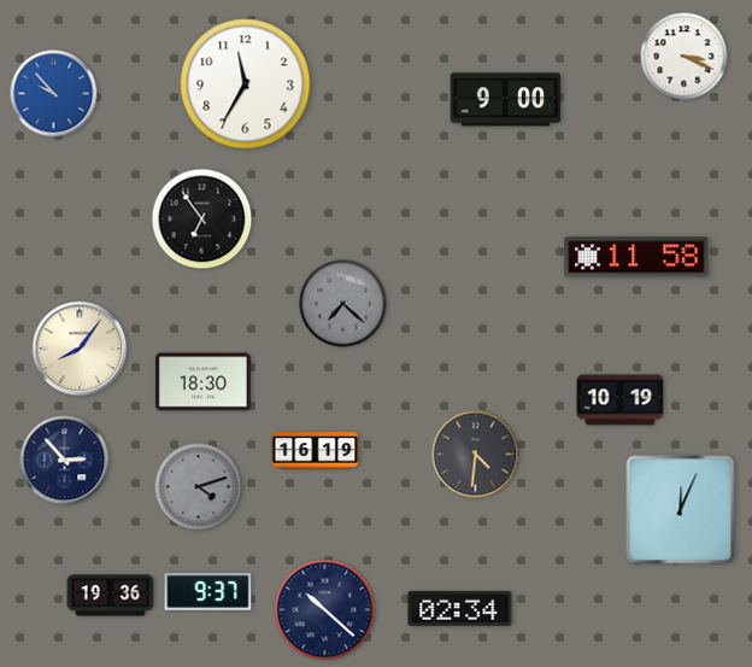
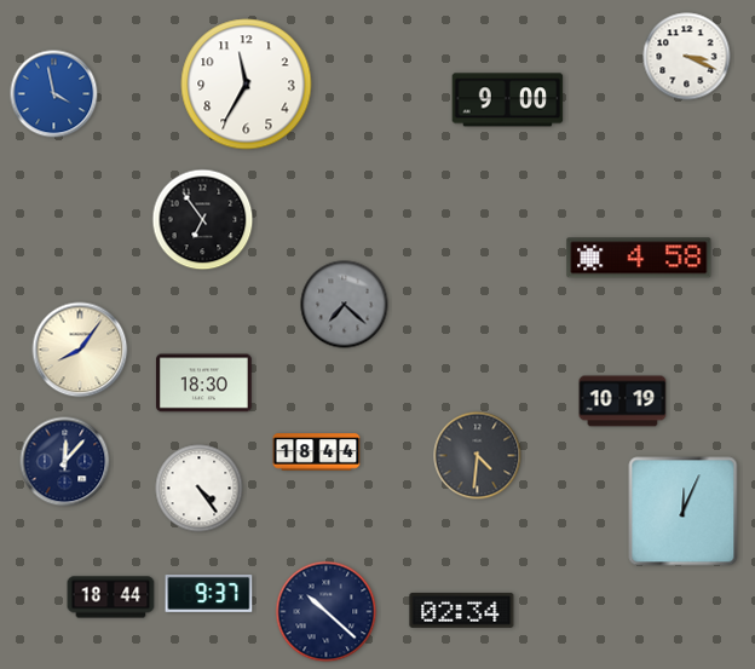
clock at (54, 94): 9:53 -> 3:58
clock at (636, 257): 11:58 -> 4:58
clock at (316, 451): 16:19 -> 18:44
clock at (65, 461): 2:53 -> 12:07
clock at (199, 487): 4:12 -> 4:24
clock at (199, 487) dial: grey -> white
clock at (111, 596): 19:36 -> 18:44
